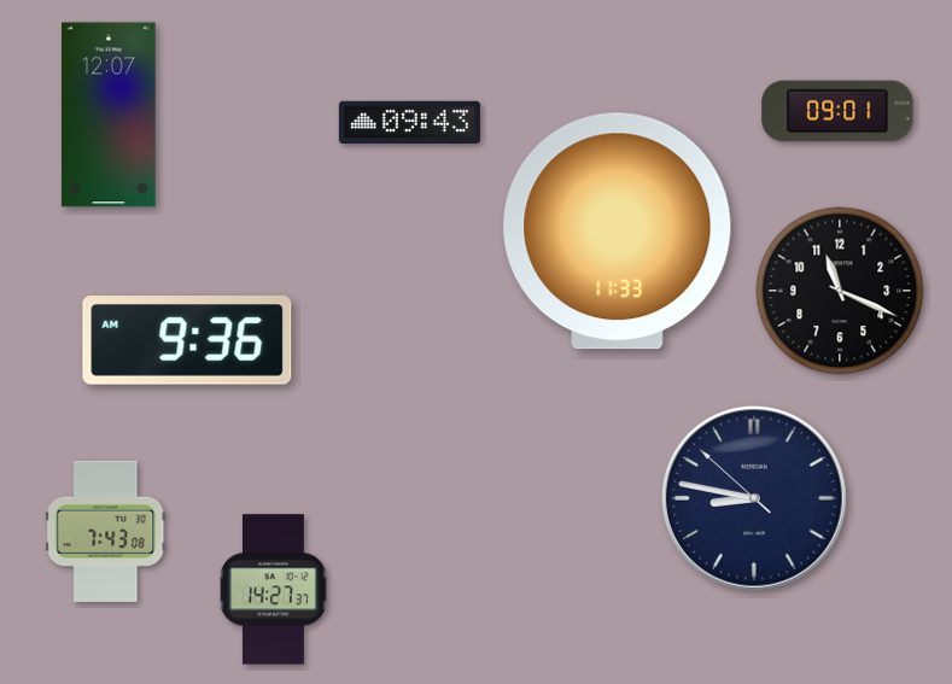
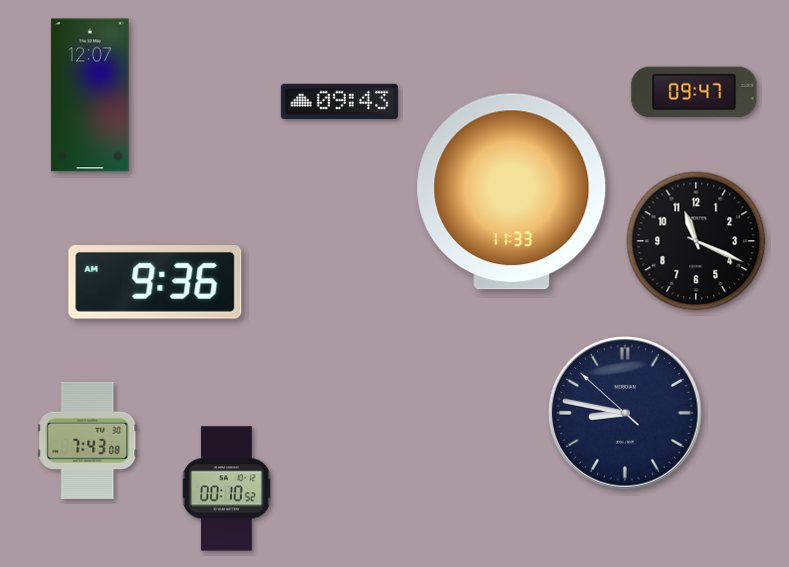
clock at (837, 111): 09:01 -> 09:47
clock at (274, 590): 14:27 -> 00:10
